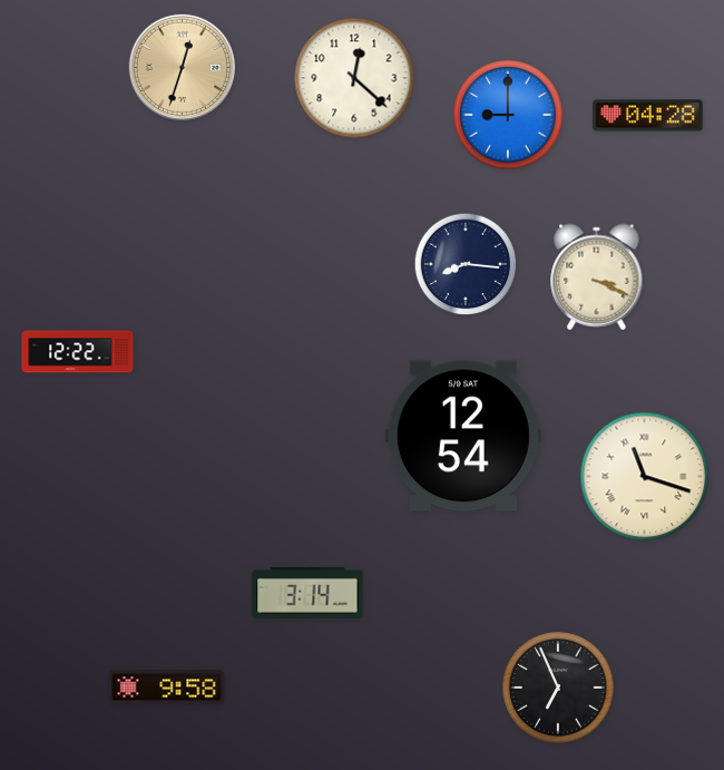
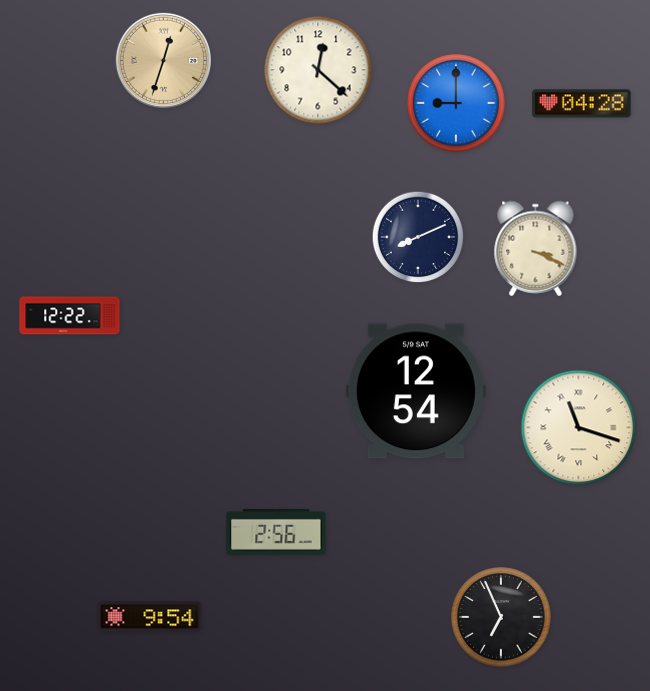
clock at (466, 264): 8:16 -> 8:11
clock at (307, 593): 3:14 -> 2:56
clock at (167, 688): 9:58 -> 9:54
